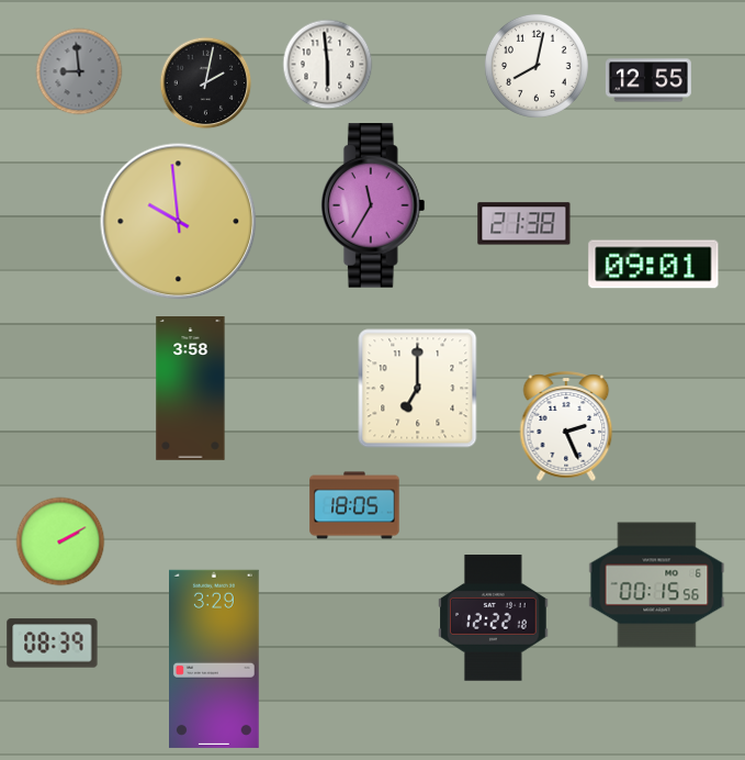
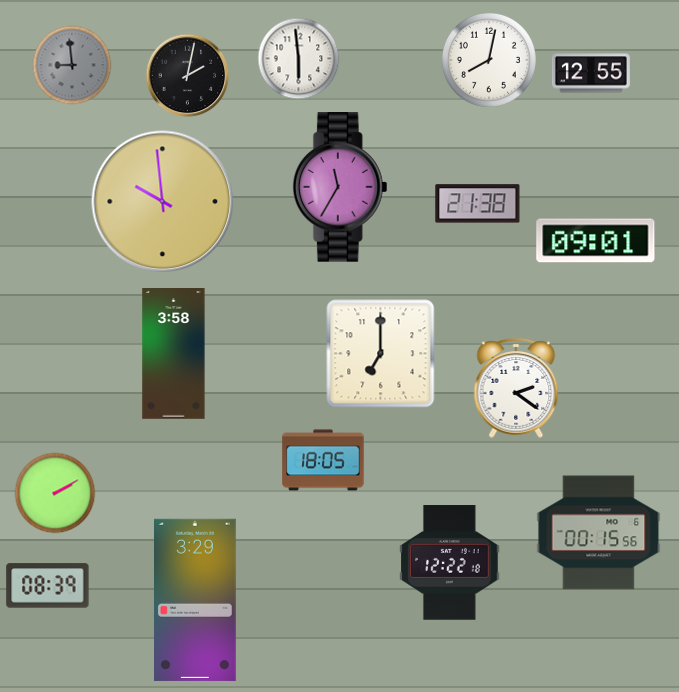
clock at (566, 426): 2:26 -> 2:21
